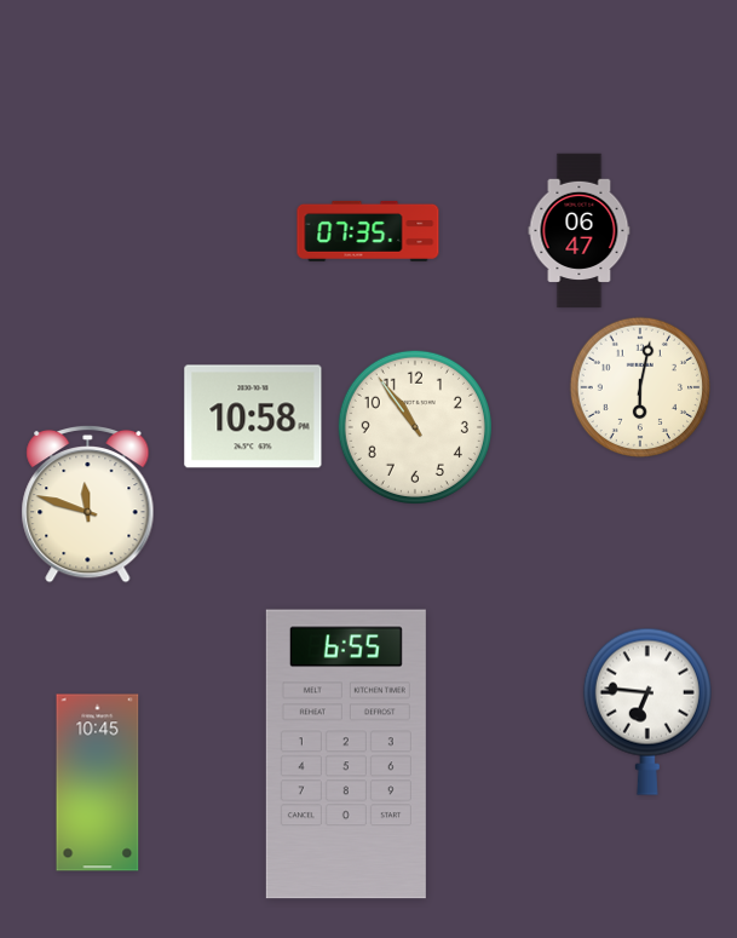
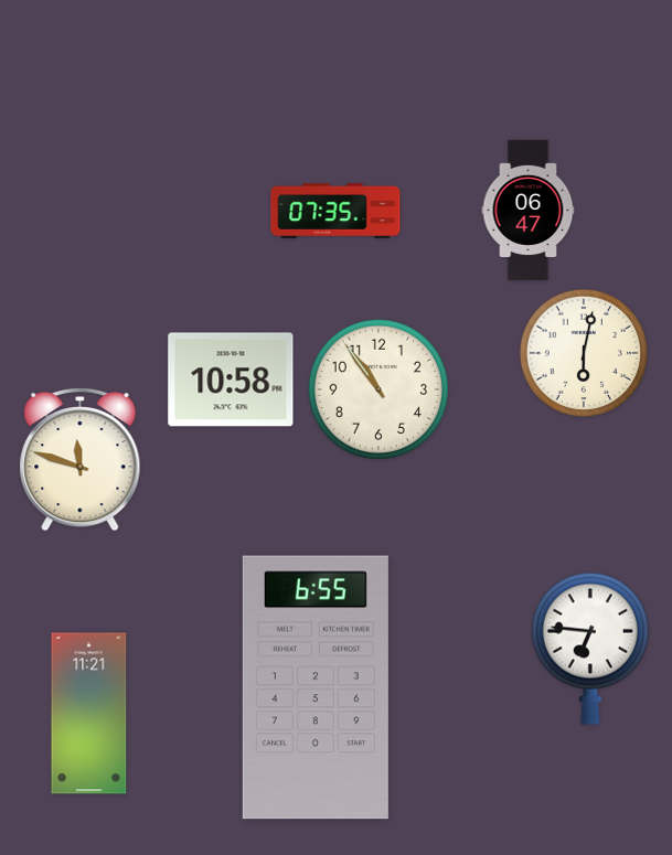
clock at (98, 783): 10:45 -> 11:21
